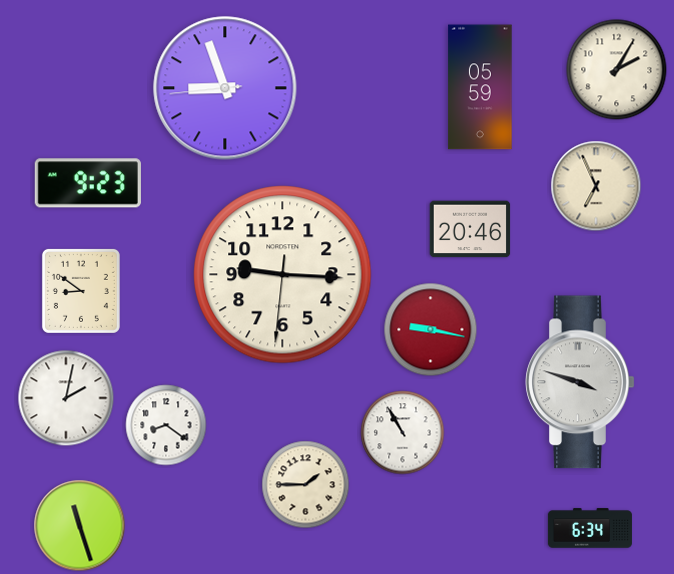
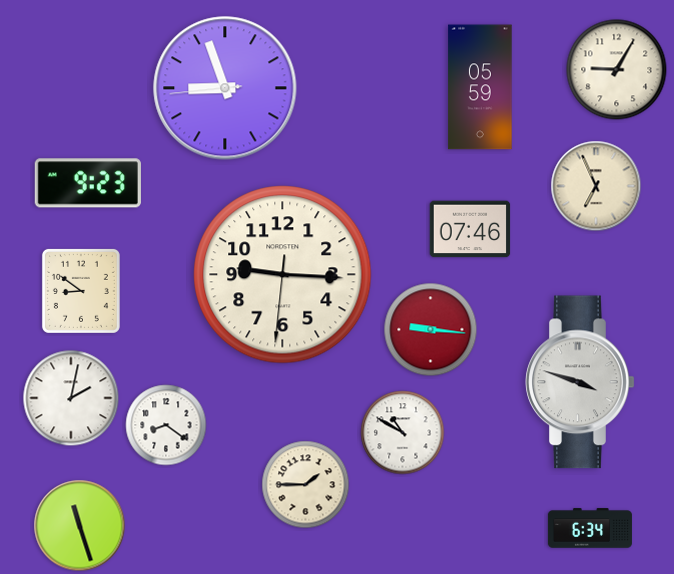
clock at (617, 70): 2:05 -> 9:05
clock at (470, 229): 20:46 -> 07:46
clock at (431, 330): 9:17 -> 9:16
clock at (66, 398) position: (66, 398) -> (71, 398)
clock at (403, 433): 10:55 -> 10:50
